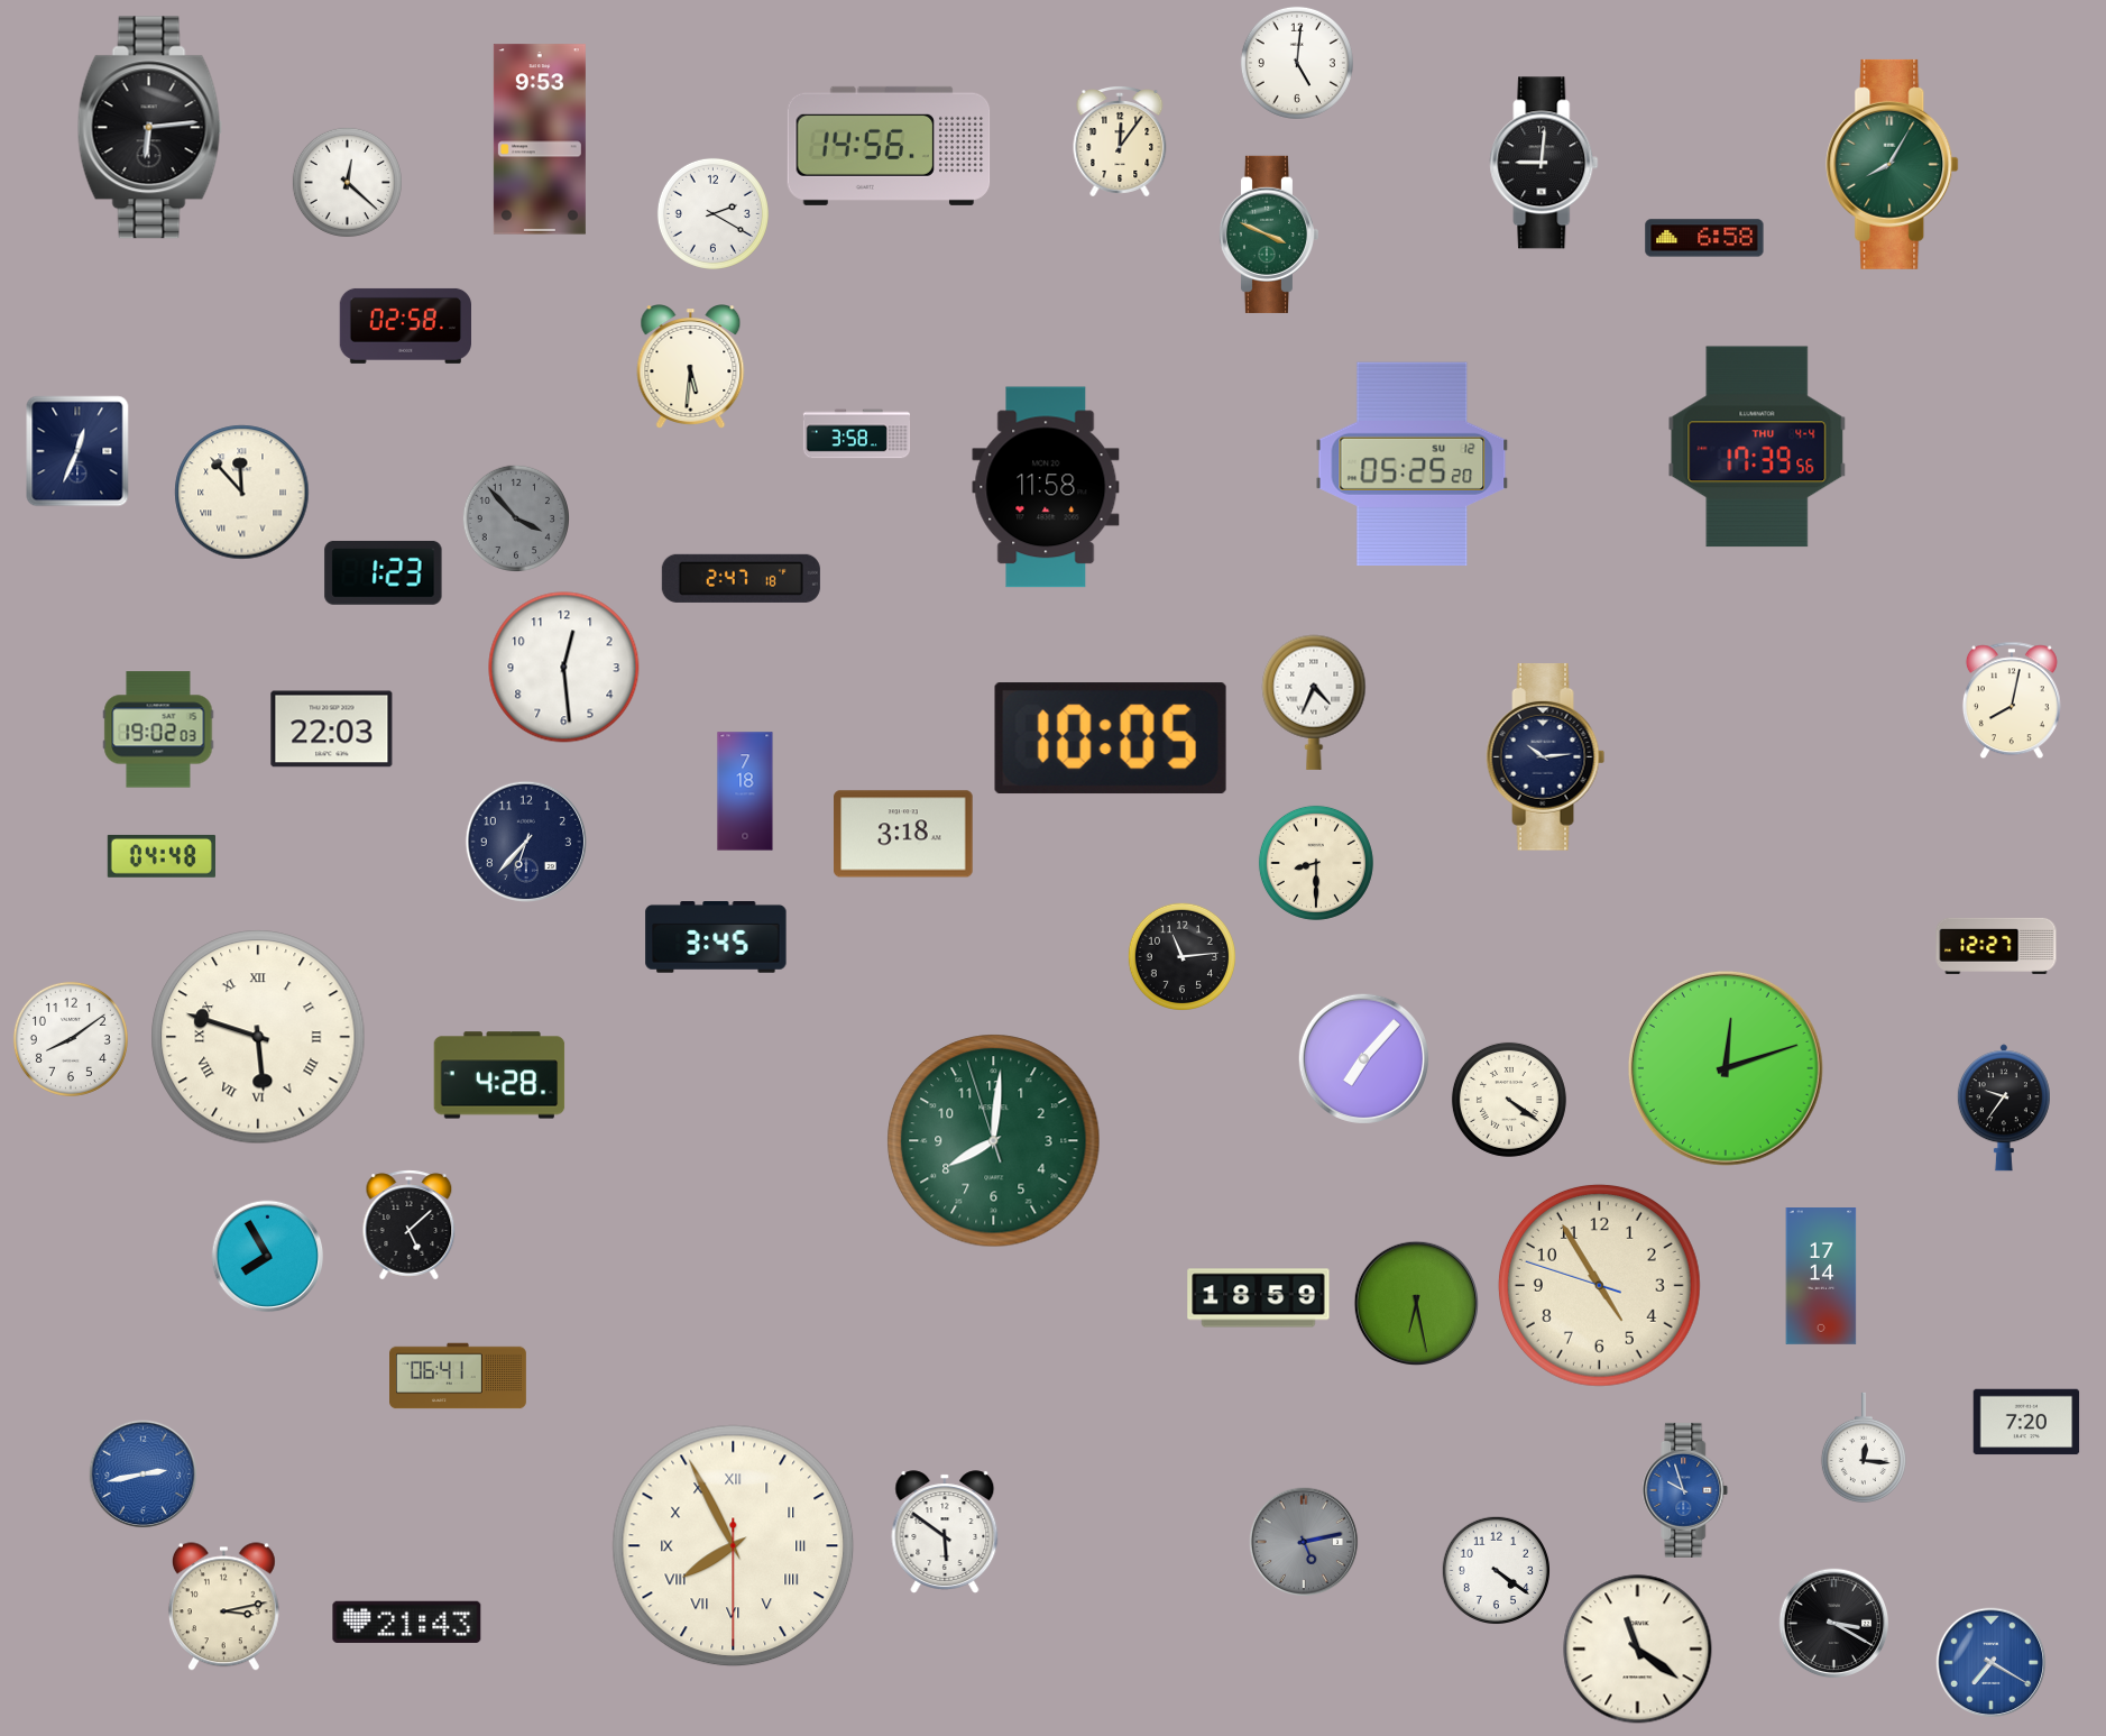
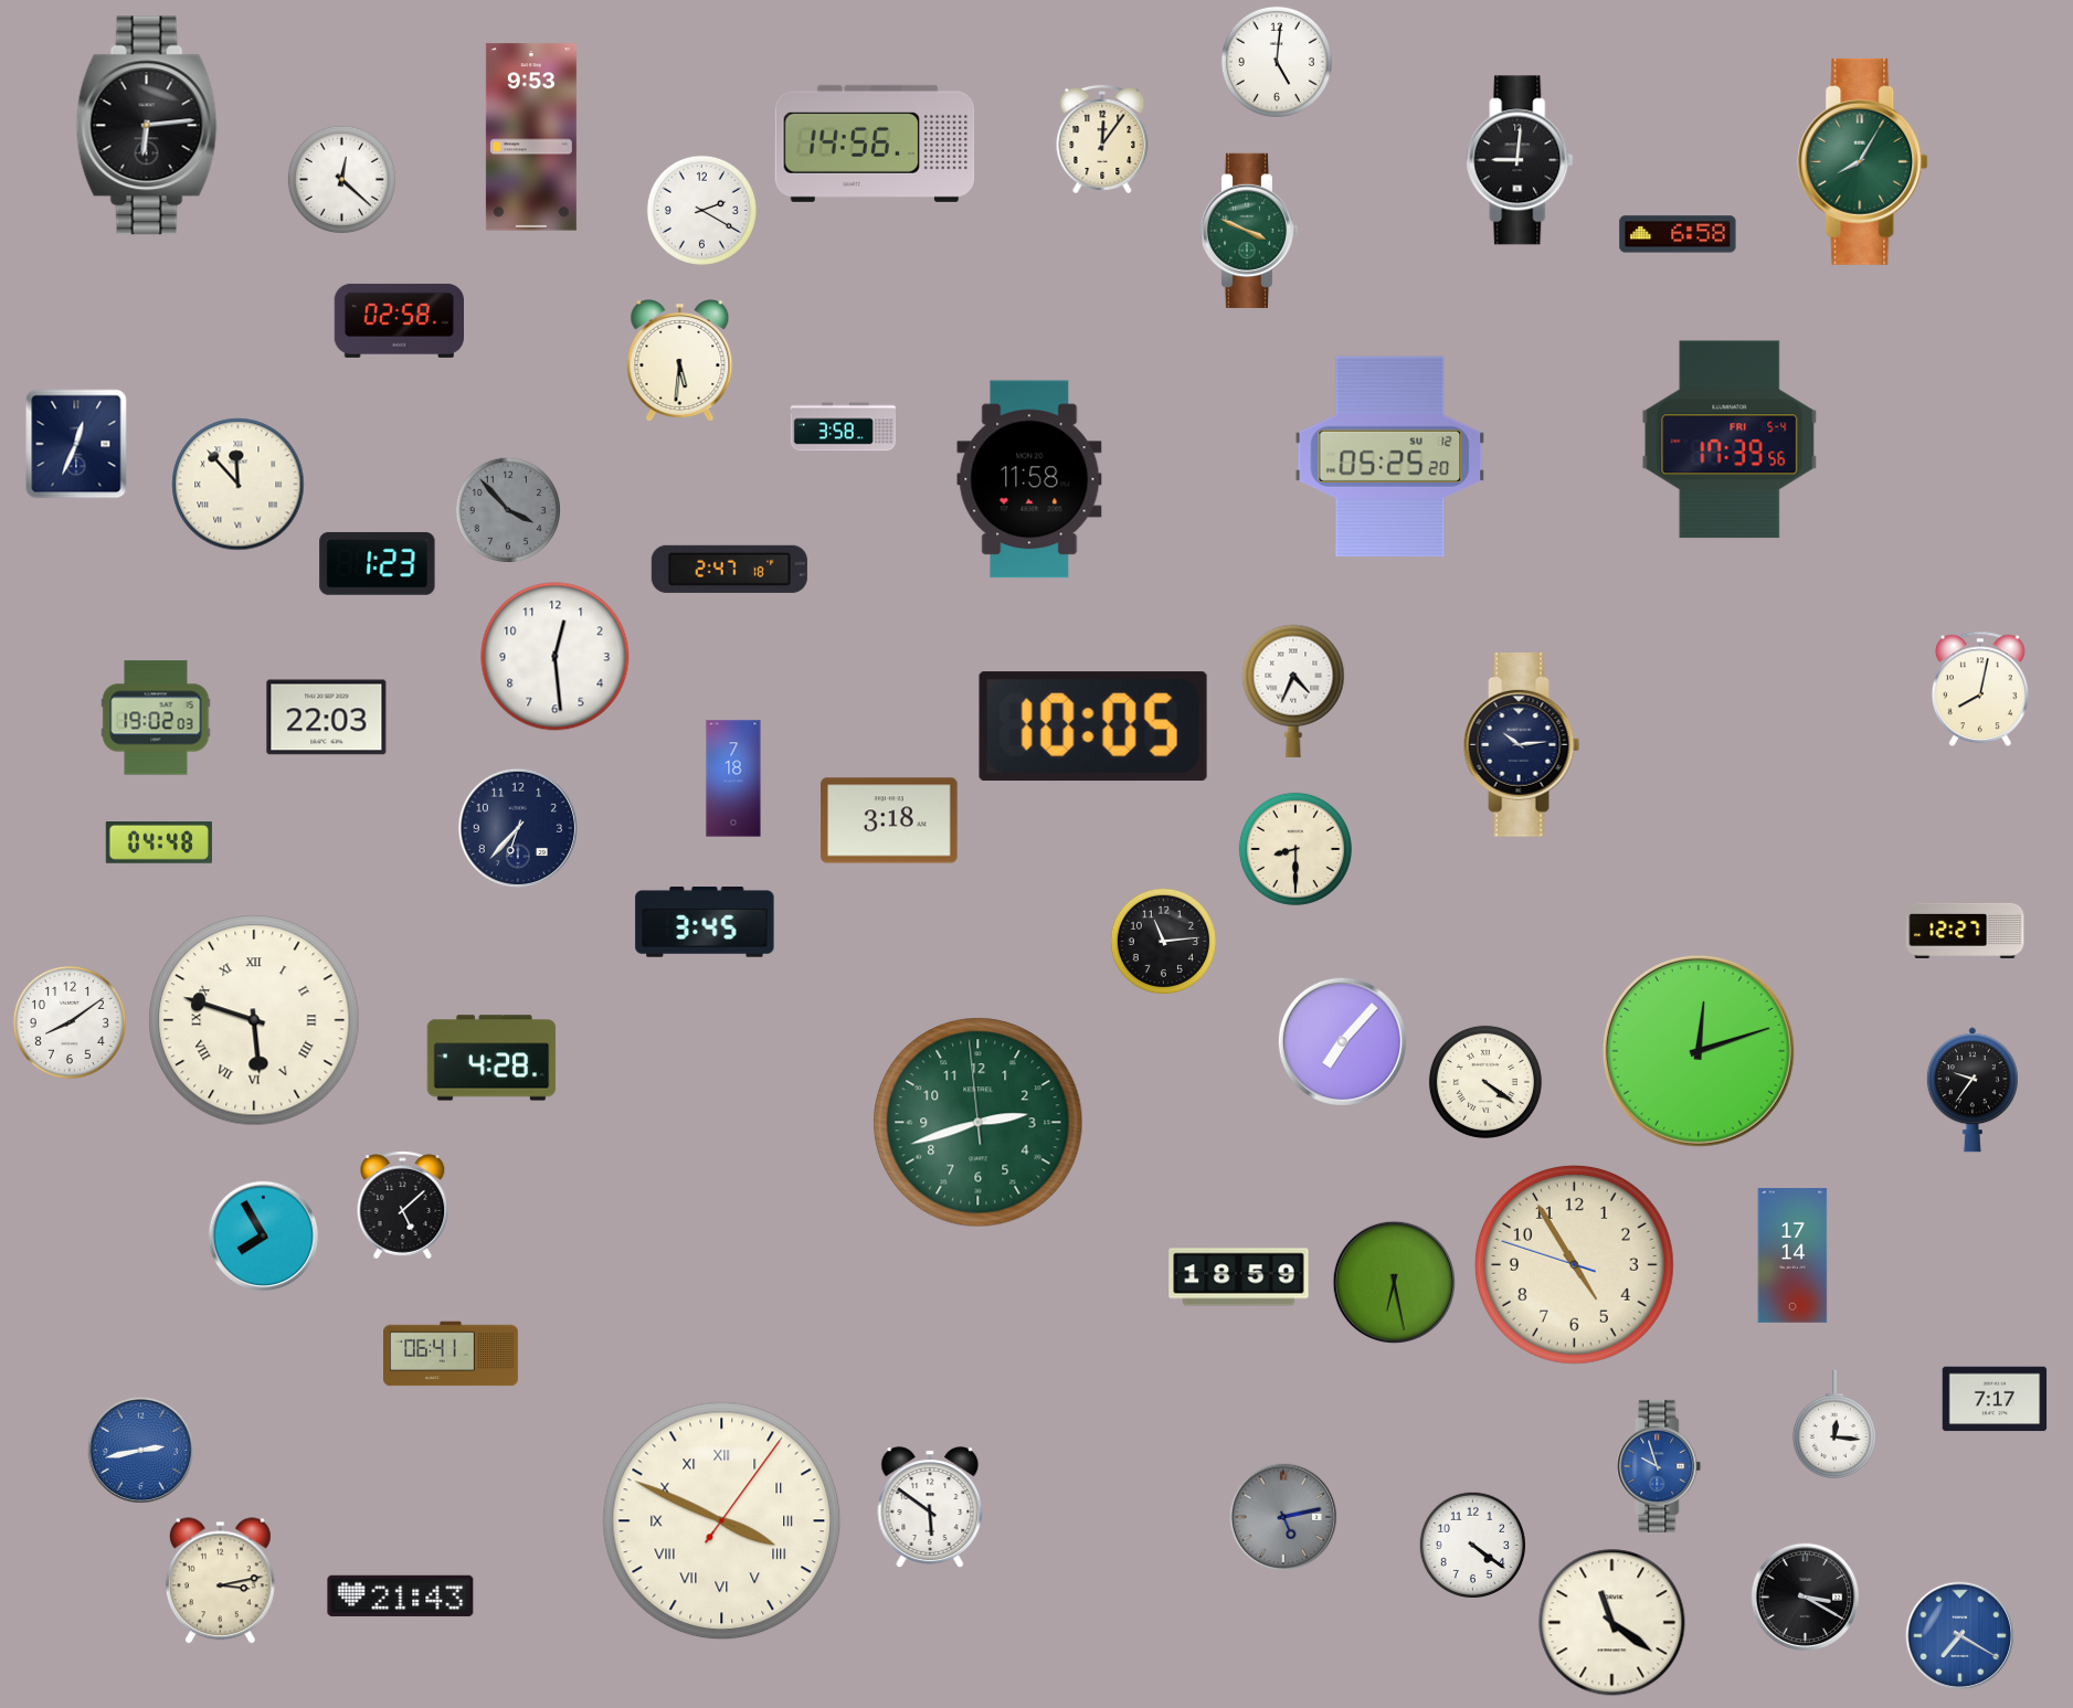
clock at (1757, 447) date: THU 4-4 -> FRI 5-4
clock at (994, 1141): 8:00 -> 2:41
clock at (2026, 1422): 7:20 -> 7:17
clock at (734, 1546): 7:55 -> 3:49
